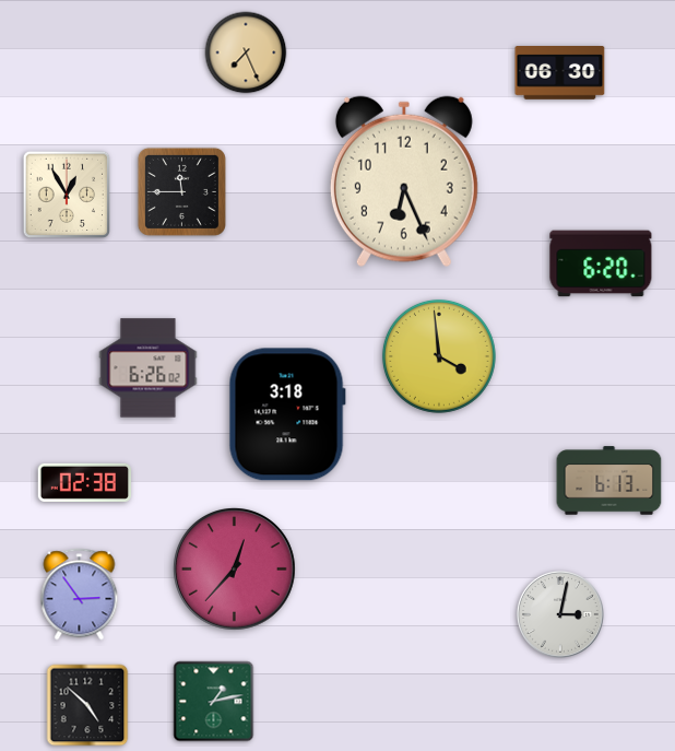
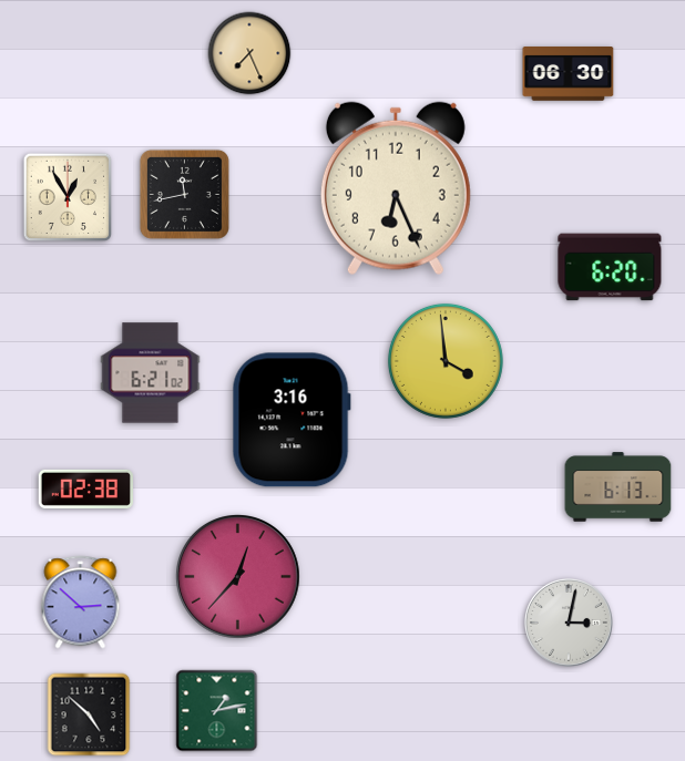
clock at (404, 181) position: (404, 181) -> (396, 188)
clock at (181, 191): 11:45 -> 11:43
clock at (149, 368): 6:26 -> 6:21
clock at (287, 414): 3:18 -> 3:16
clock at (80, 595): 2:54 -> 2:52
